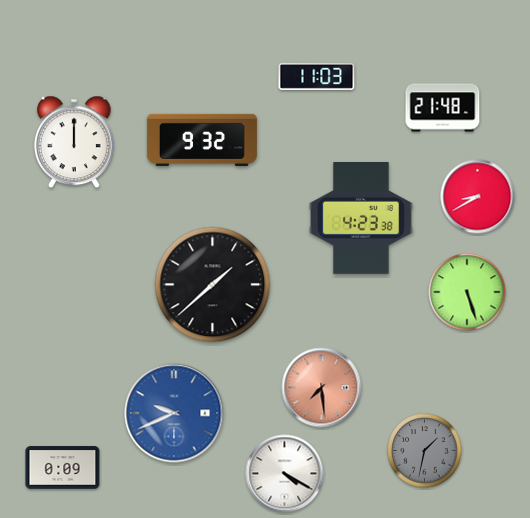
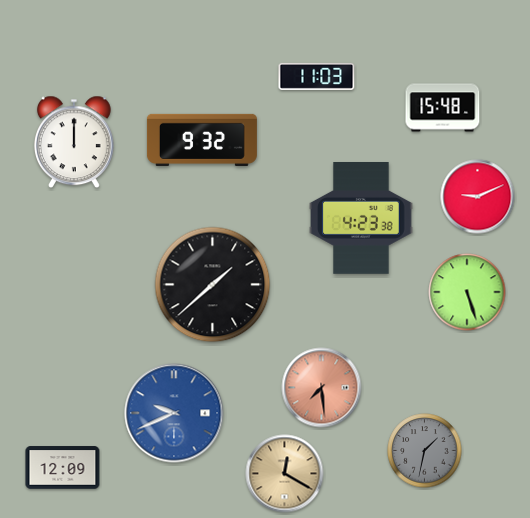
clock at (443, 108): 21:48 -> 15:48
clock at (478, 197): 8:40 -> 9:11
clock at (63, 468): 0:09 -> 12:09
clock at (285, 474): 4:20 -> 12:20
clock at (285, 474) dial: white -> champagne
